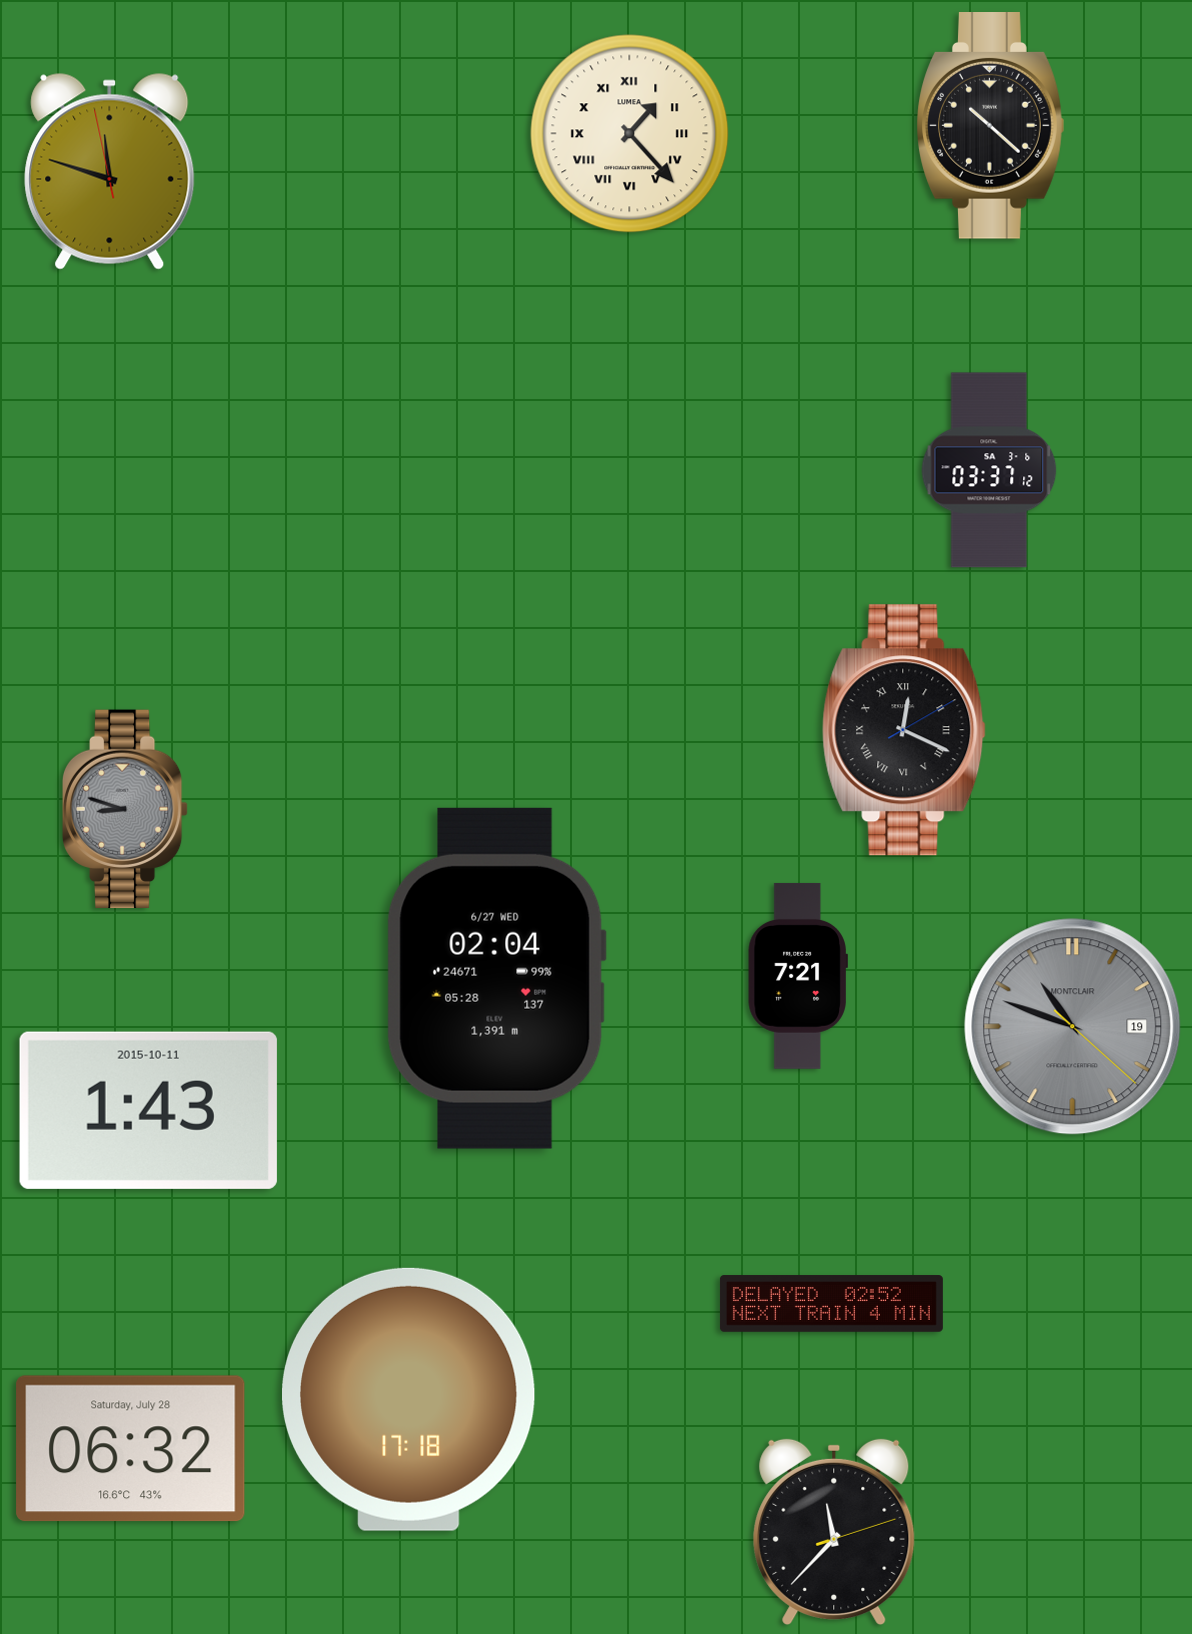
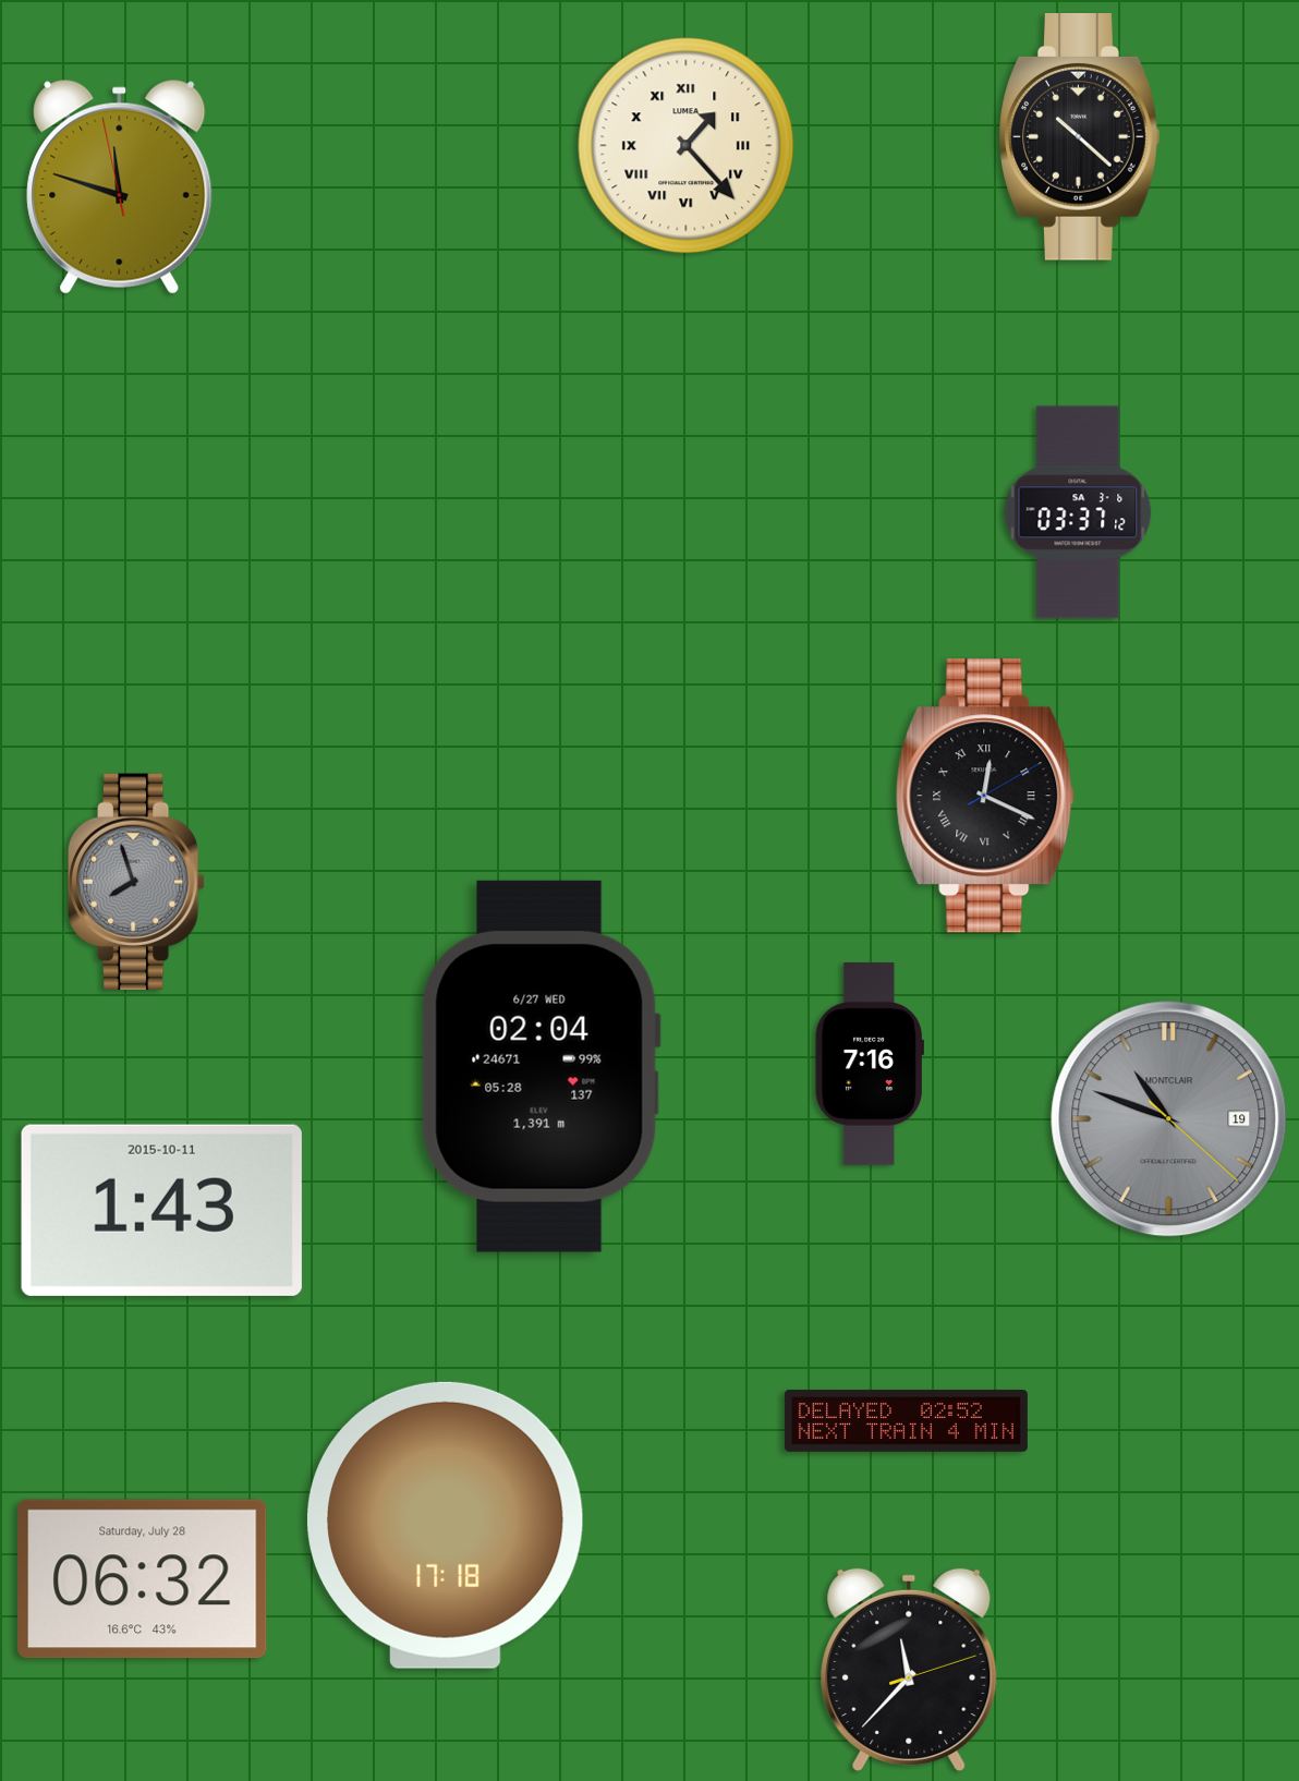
clock at (125, 809): 8:48 -> 7:57
clock at (798, 976): 7:21 -> 7:16
